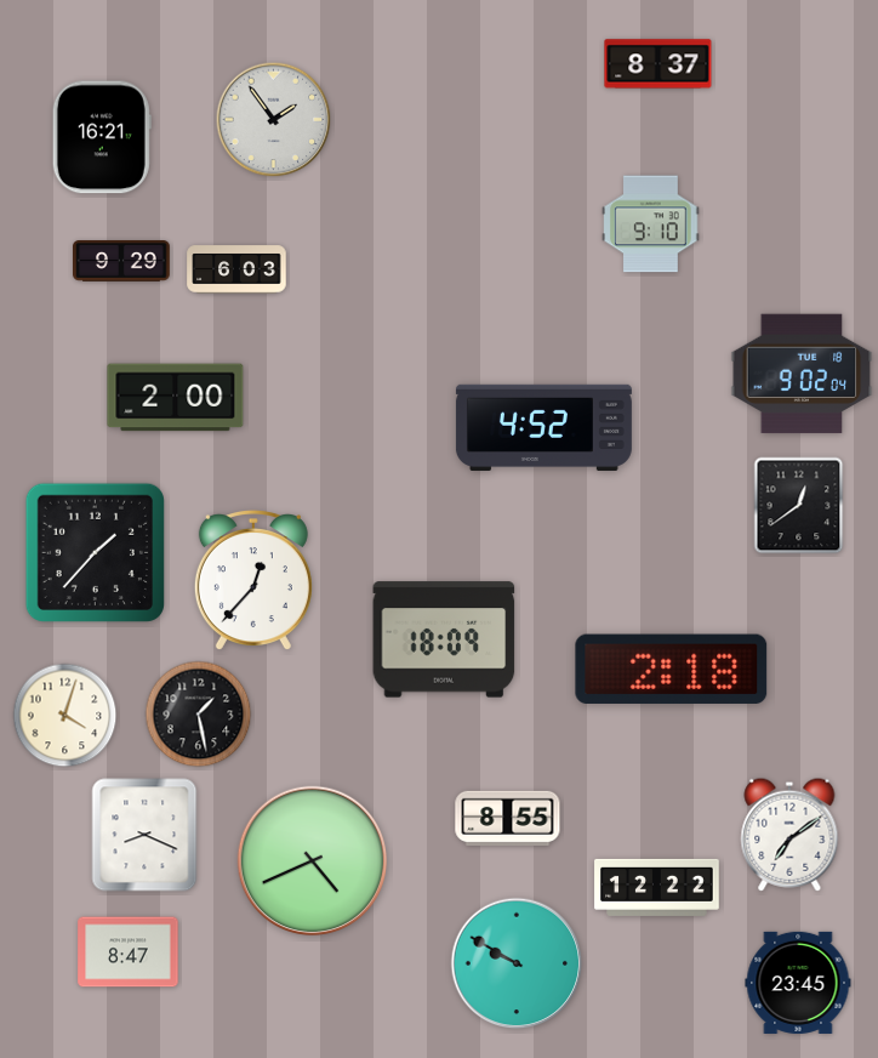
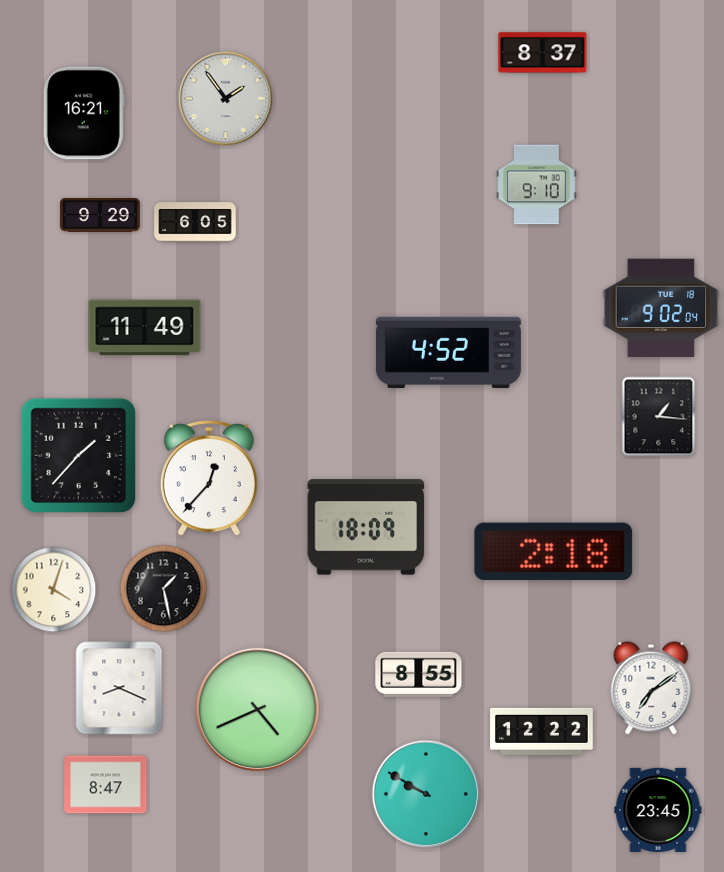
clock at (236, 269): 6:03 -> 6:05
clock at (176, 398): 2:00 -> 11:49
clock at (799, 506): 12:39 -> 1:16
